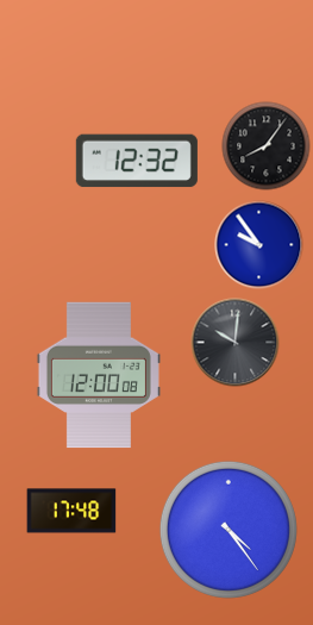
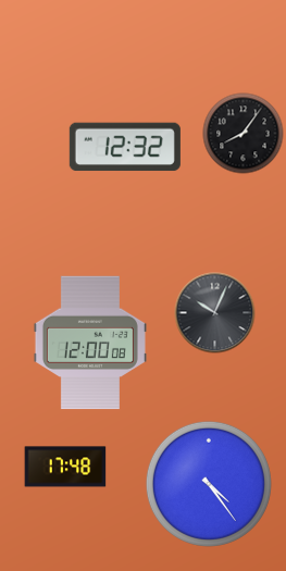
clock at (259, 245): 9:54 -> none
clock at (236, 343): 10:01 -> 10:04
